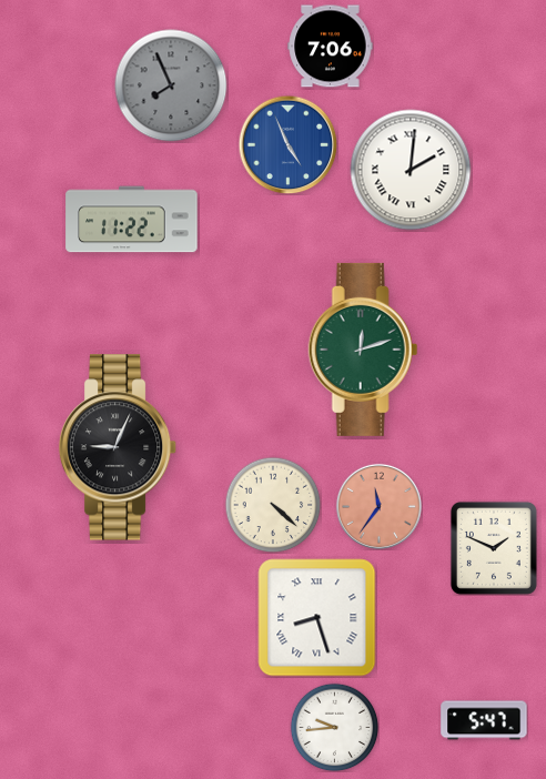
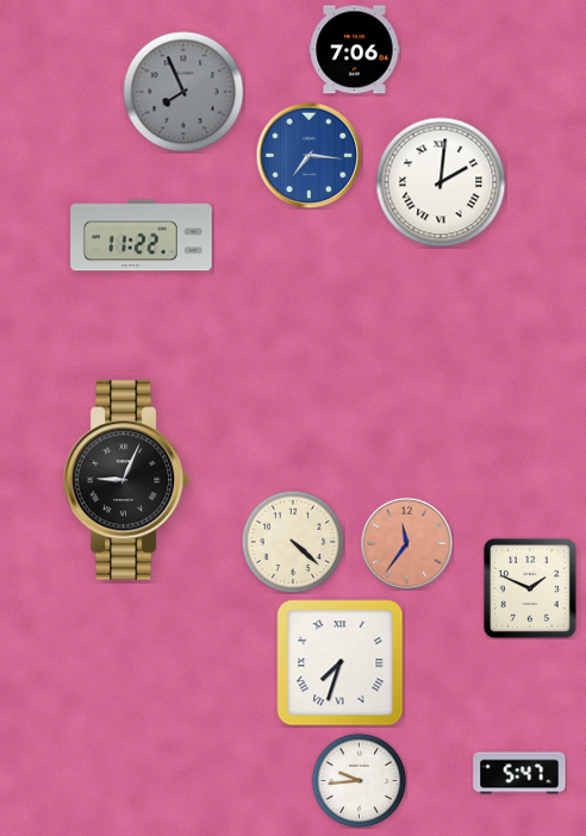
clock at (287, 144): 4:56 -> 7:16
clock at (363, 350): 12:12 -> none
clock at (317, 618): 8:27 -> 7:33
